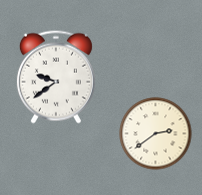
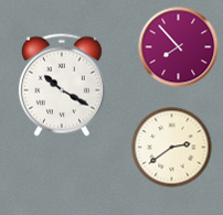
clock at (179, 47): none -> 7:53
clock at (56, 77): 9:39 -> 10:20
